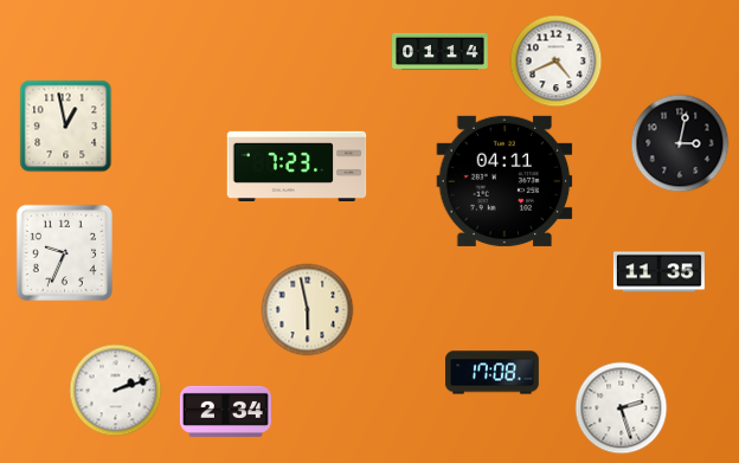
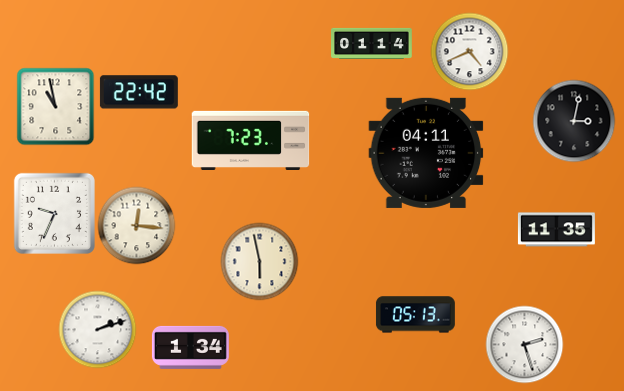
clock at (139, 92): none -> 22:42
clock at (65, 126): 12:58 -> 10:58
clock at (136, 225): none -> 12:16
clock at (491, 373): 17:08 -> 05:13
clock at (225, 411): 2:34 -> 1:34
